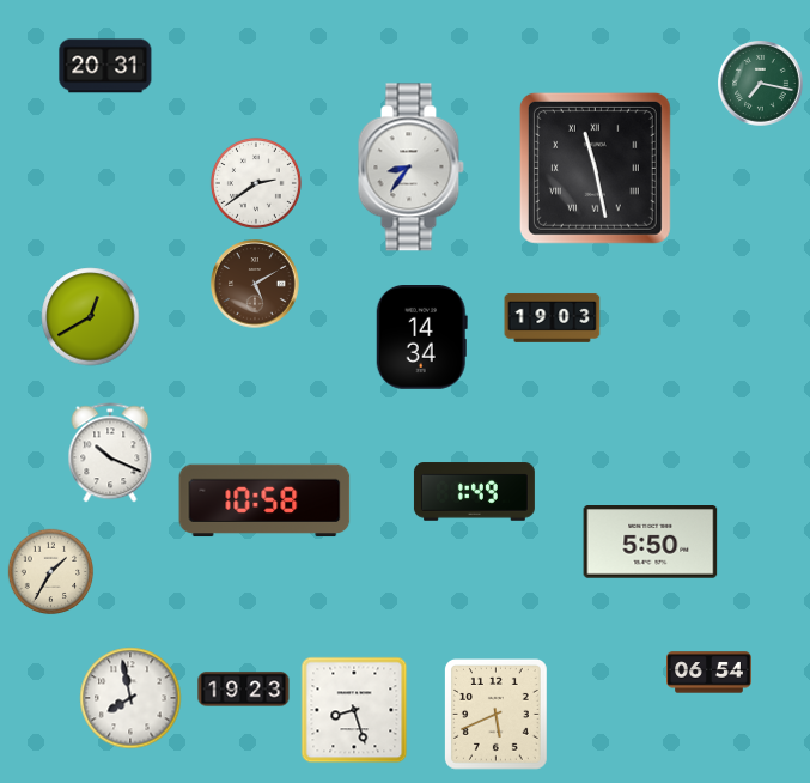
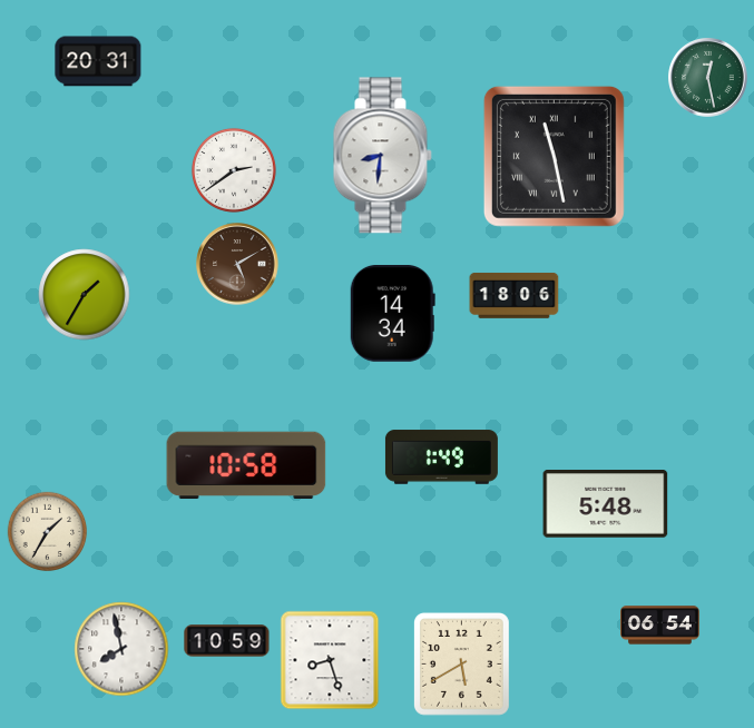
clock at (761, 84): 7:17 -> 12:28
clock at (410, 168): 8:36 -> 8:31
clock at (256, 183) position: (256, 183) -> (234, 170)
clock at (91, 317): 12:40 -> 1:35
clock at (553, 317): 19:03 -> 18:06
clock at (110, 453): 10:19 -> none
clock at (651, 542): 5:50 -> 5:48
clock at (244, 690): 19:23 -> 10:59
clock at (495, 714): 5:41 -> 5:40
